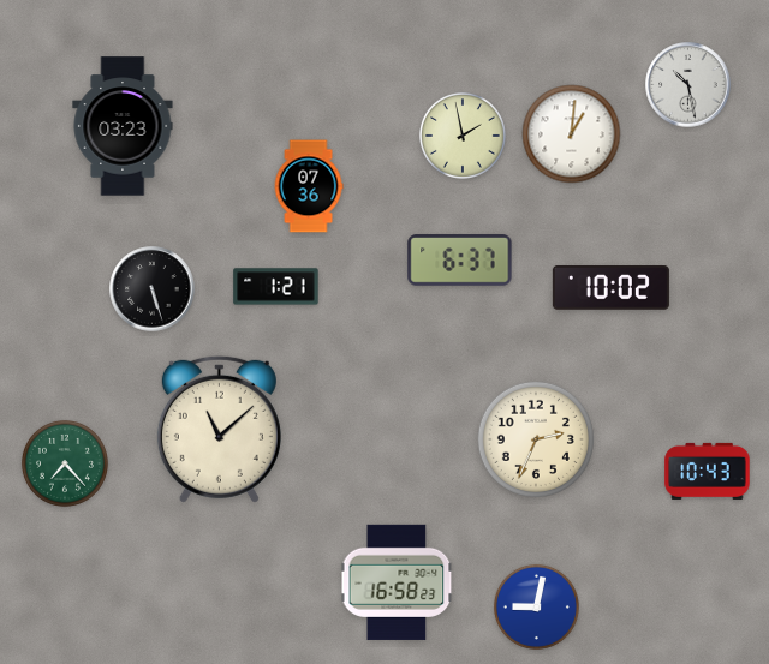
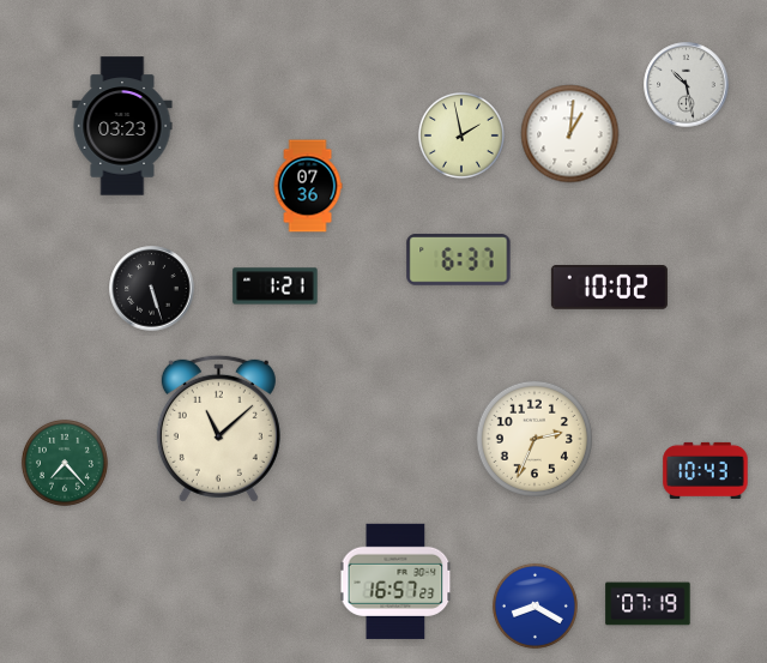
clock at (397, 582): 16:58 -> 16:57
clock at (648, 604): none -> 07:19
clock at (536, 606): 9:02 -> 8:20
